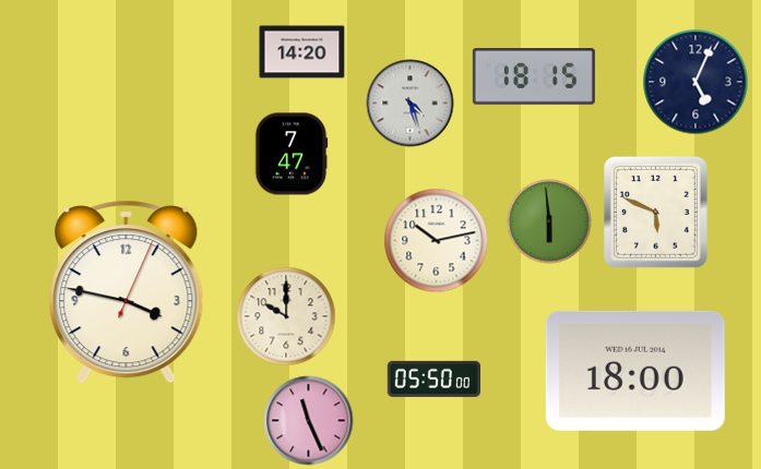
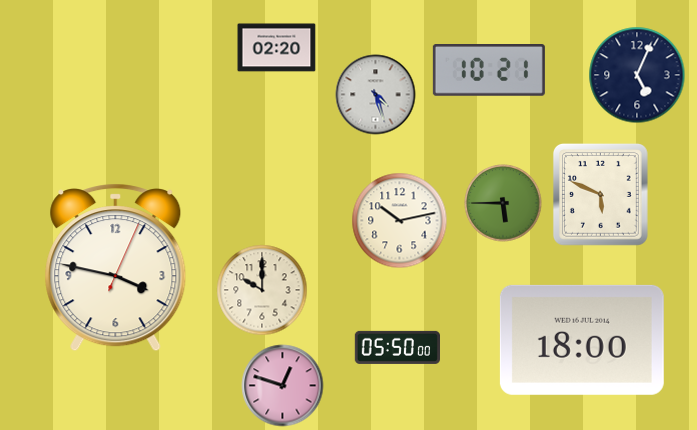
clock at (302, 52): 14:20 -> 02:20
clock at (534, 77): 18:15 -> 10:21
clock at (292, 154): 7:47 -> none
clock at (549, 221): 5:59 -> 5:45
clock at (309, 421): 11:26 -> 12:48
